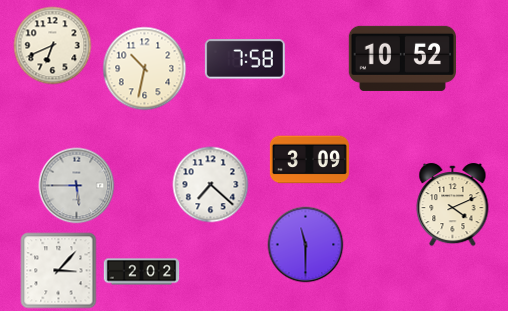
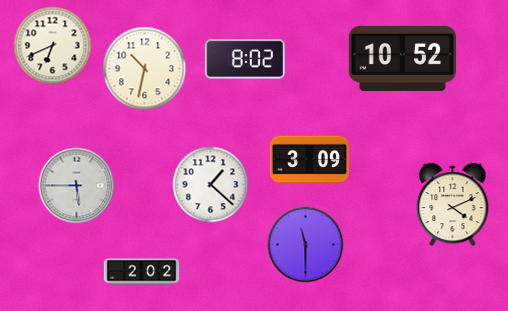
clock at (245, 59): 7:58 -> 8:02
clock at (211, 185): 7:22 -> 1:22
clock at (59, 271): 3:07 -> none
